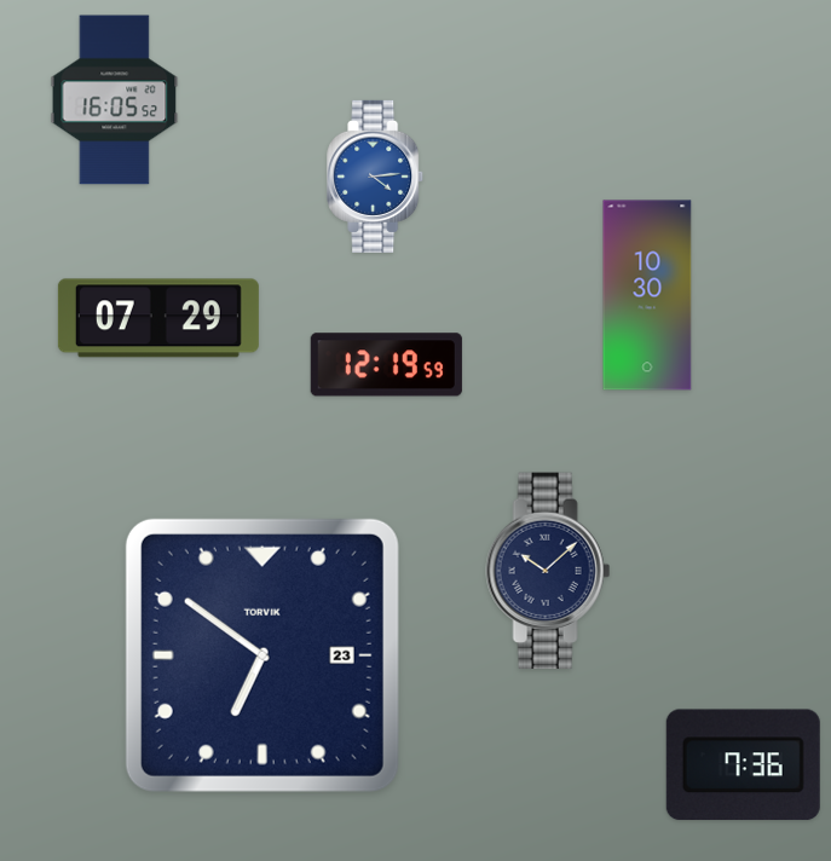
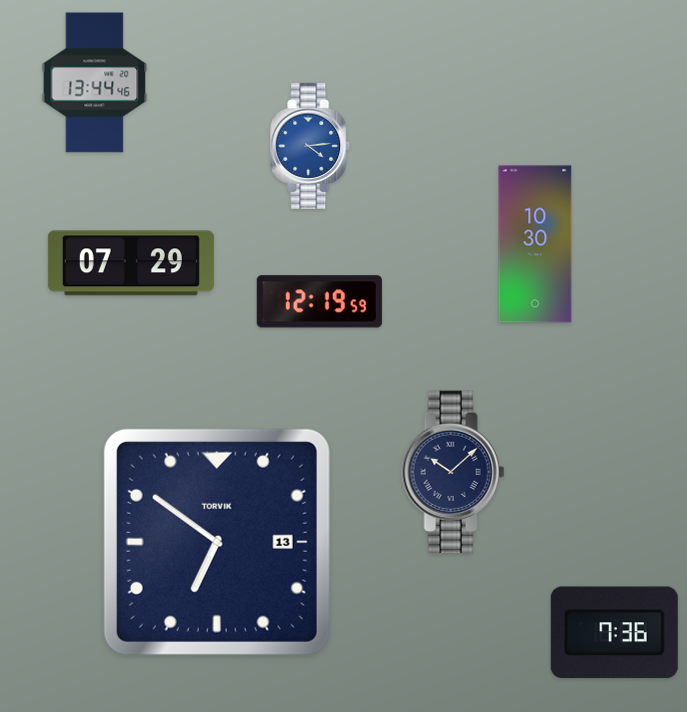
clock at (115, 100): 16:05 -> 13:44
clock at (262, 655) date: 23 -> 13
